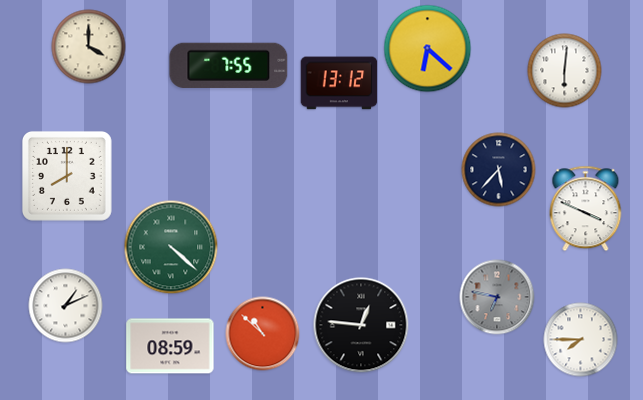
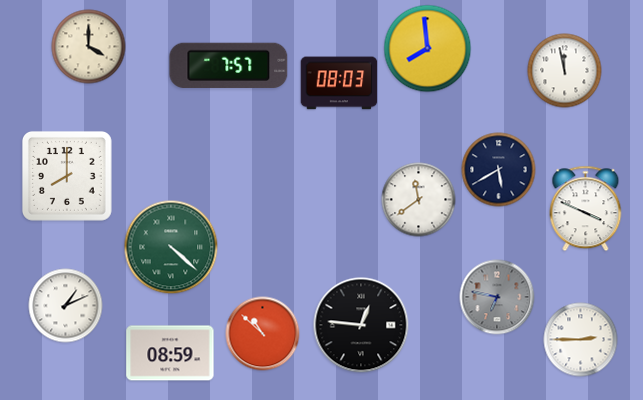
clock at (428, 49): 6:22 -> 7:59
clock at (229, 65): 7:55 -> 7:57
clock at (565, 71): 6:01 -> 11:58
clock at (339, 83): 13:12 -> 08:03
clock at (499, 170): 5:37 -> 5:40
clock at (419, 200): none -> 11:39
clock at (581, 340): 7:45 -> 2:45
clock at (170, 346) position: (170, 346) -> (170, 353)
